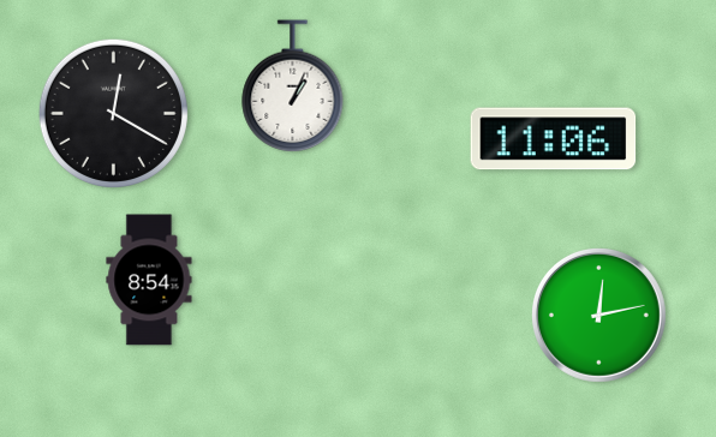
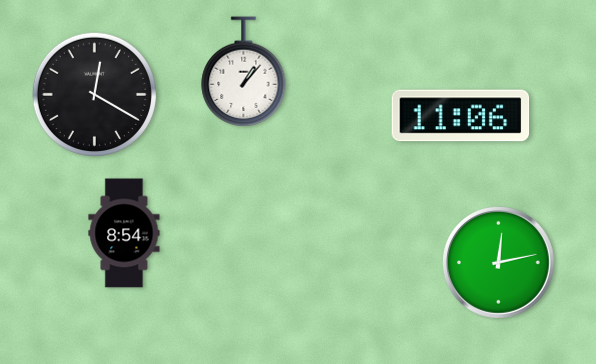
clock at (293, 85): 1:04 -> 1:07
